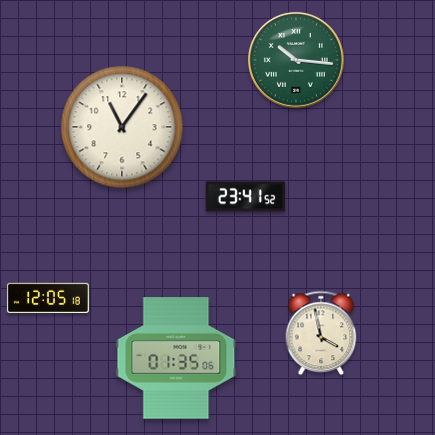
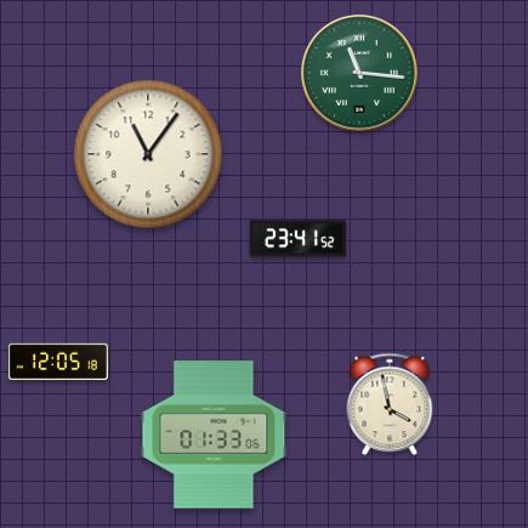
clock at (296, 60): 10:16 -> 11:16
clock at (176, 358): 01:35 -> 01:33
